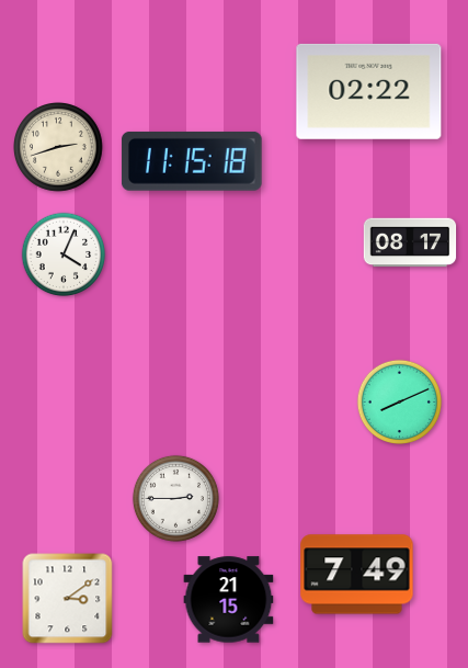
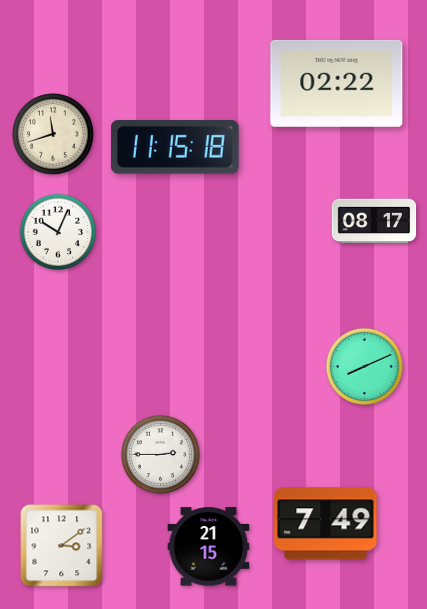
clock at (59, 148): 2:42 -> 11:42
clock at (64, 254): 4:04 -> 10:04
